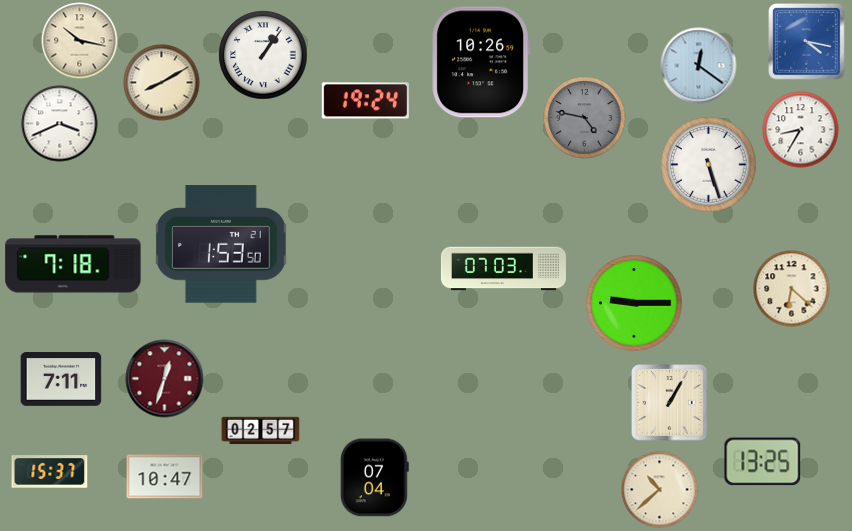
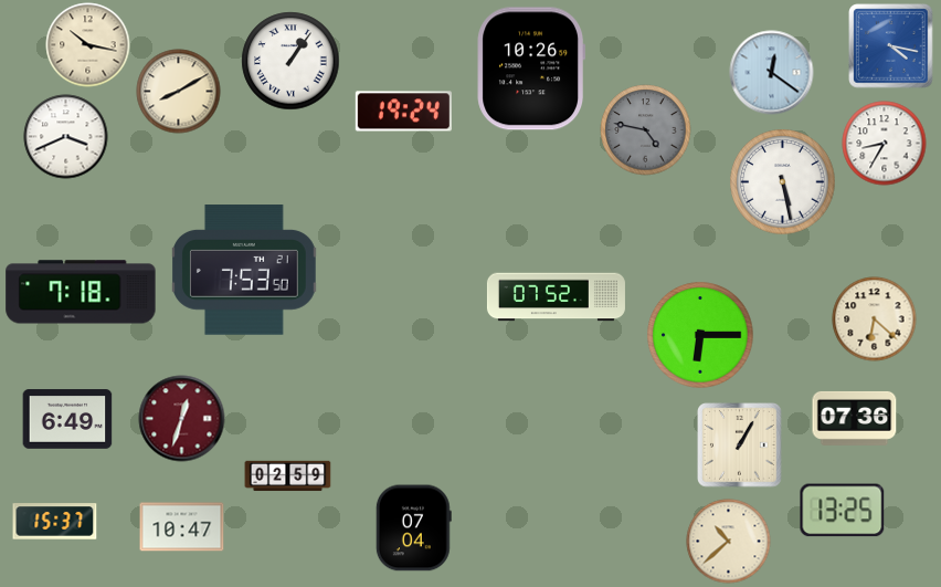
clock at (709, 165): 5:27 -> 5:28
clock at (222, 244): 1:53 -> 7:53
clock at (503, 269): 07:03 -> 07:52
clock at (634, 303): 9:15 -> 6:15
clock at (855, 418): none -> 07:36
clock at (61, 379): 7:11 -> 6:49
clock at (261, 431): 02:57 -> 02:59
